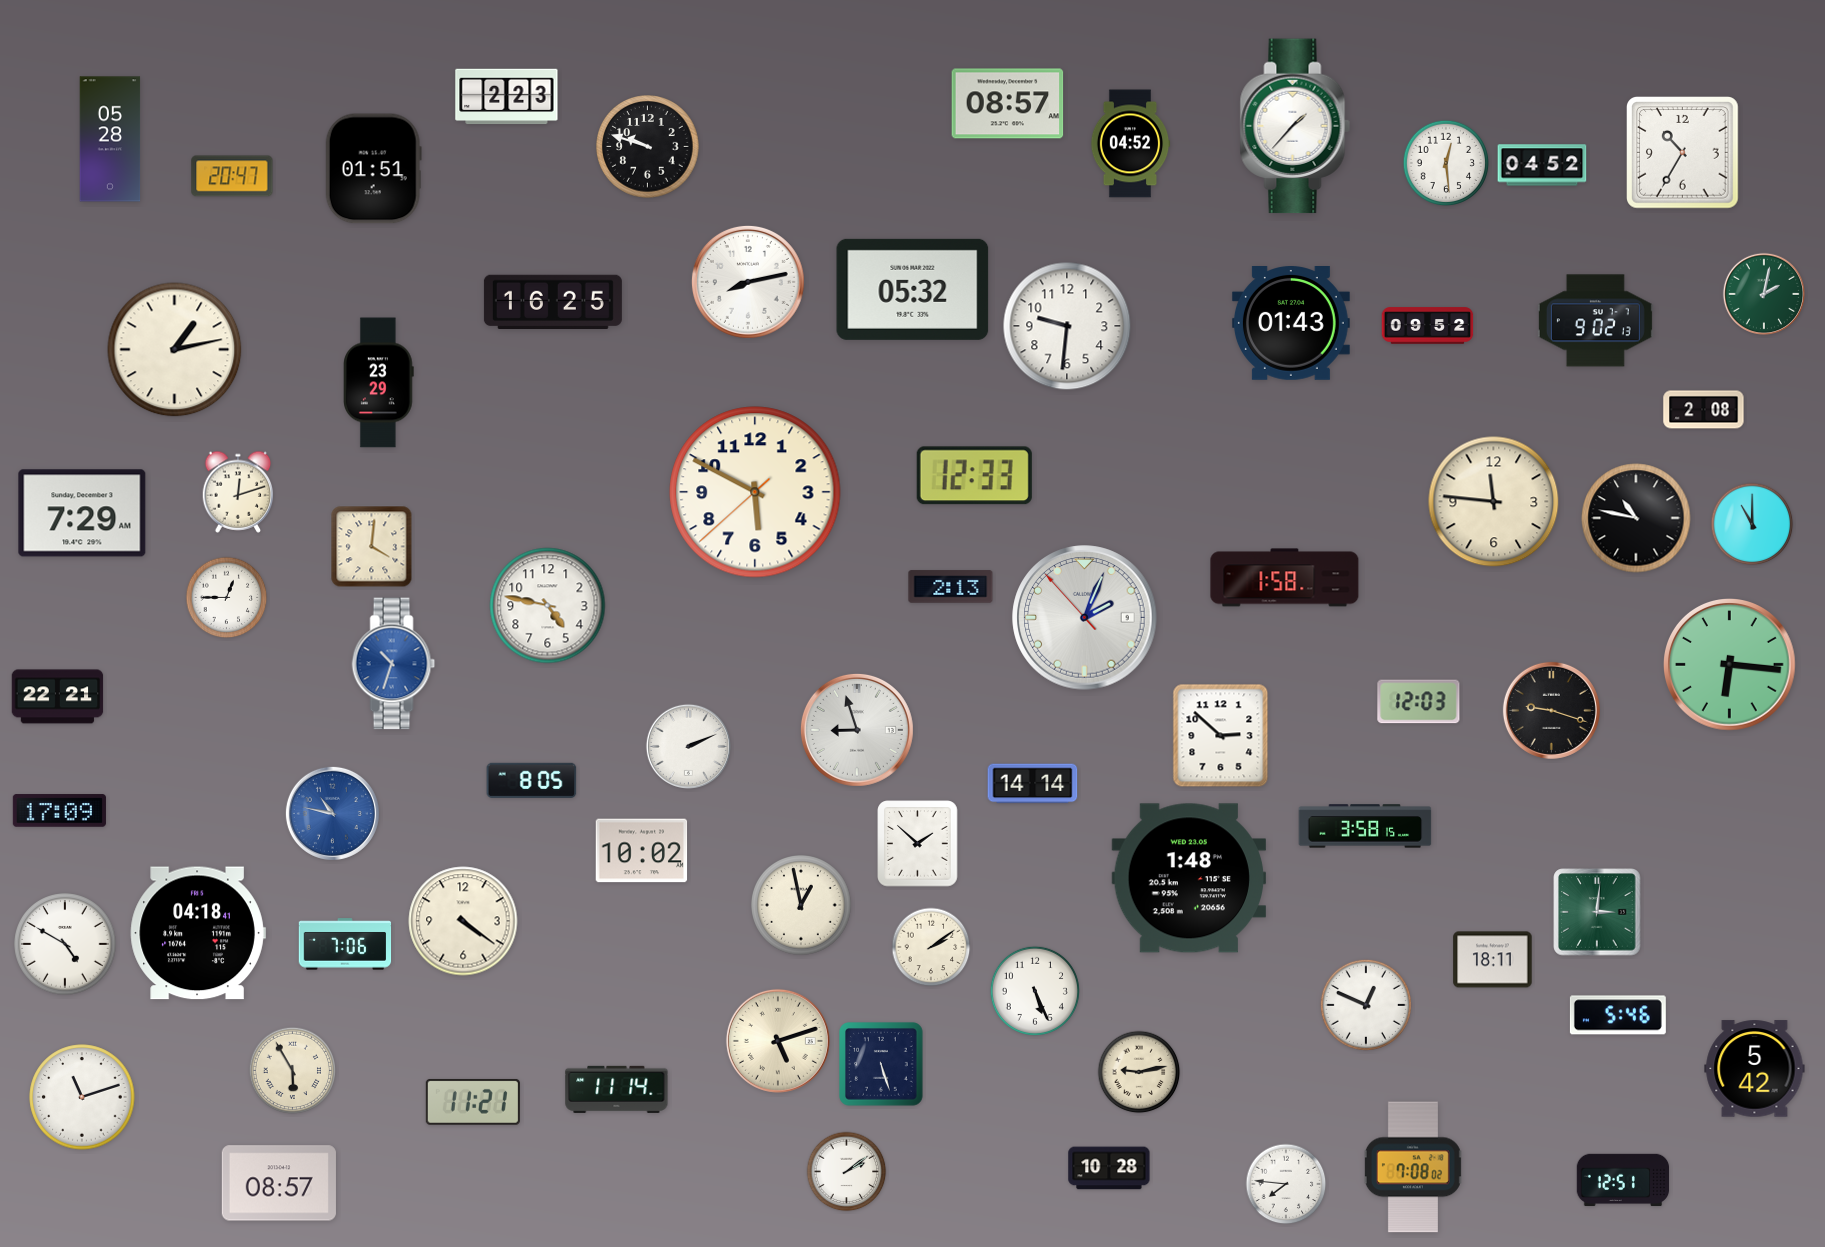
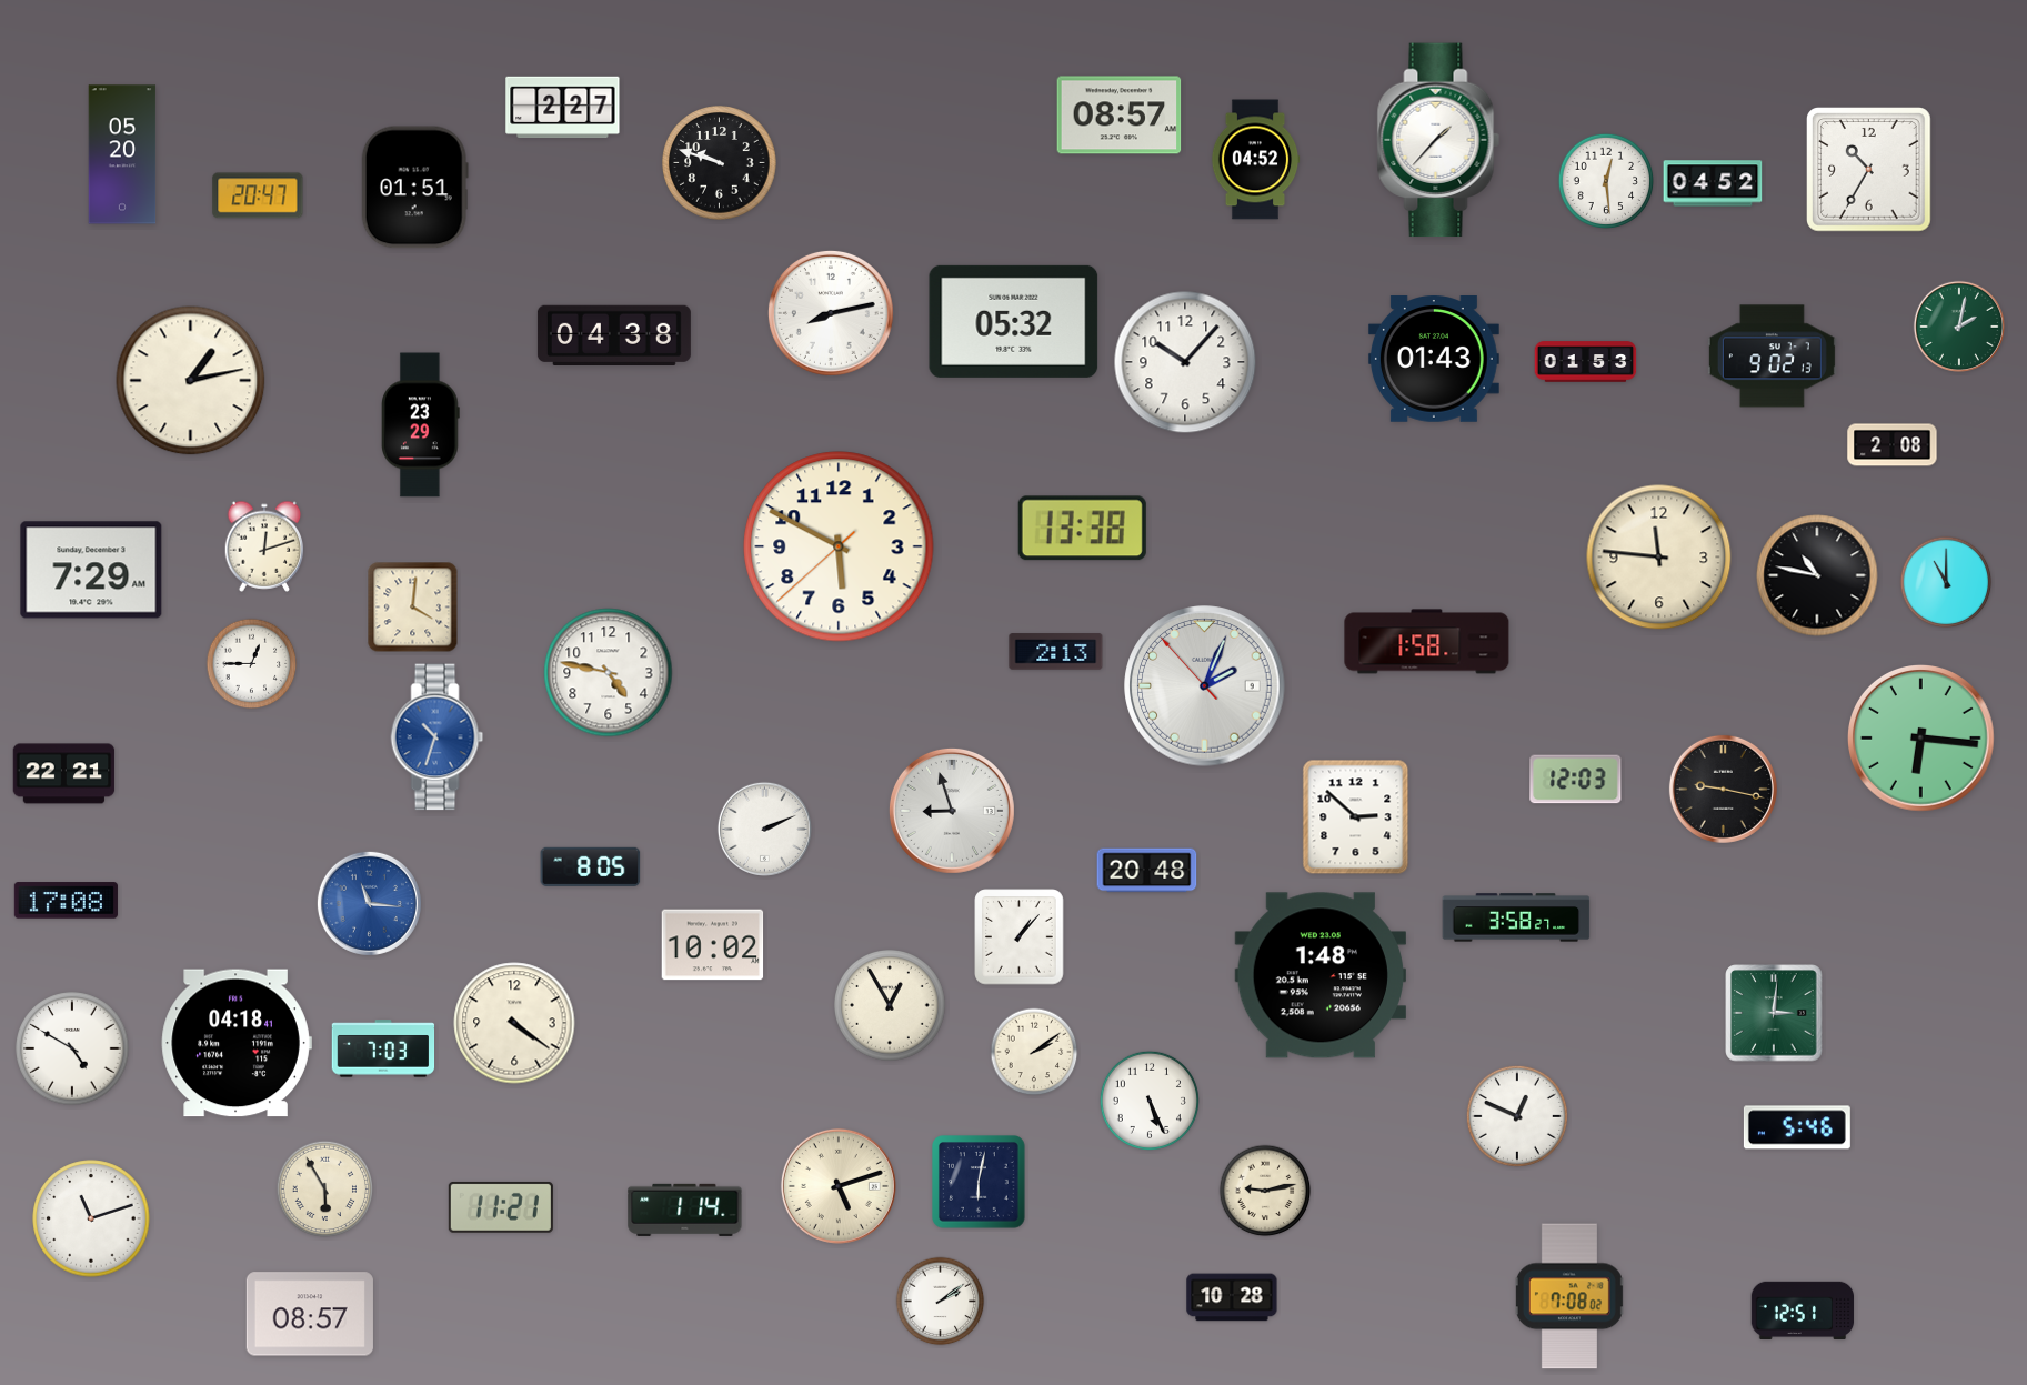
clock at (507, 97): 2:23 -> 2:27
clock at (110, 139): 05:28 -> 05:20
clock at (553, 301): 16:25 -> 04:38
clock at (1067, 326): 9:31 -> 10:07
clock at (1428, 326): 09:52 -> 01:53
clock at (175, 350) position: (175, 350) -> (191, 381)
clock at (1704, 410) position: (1704, 410) -> (1893, 445)
clock at (974, 476): 12:33 -> 13:38
clock at (1551, 710): 9:18 -> 9:17
clock at (1033, 784): 14:14 -> 20:48
clock at (59, 811): 17:09 -> 17:08
clock at (332, 813): 10:47 -> 11:16
clock at (1365, 826): 3:58:15 -> 3:58:27
clock at (918, 844): 1:52 -> 1:07
clock at (802, 906): 12:58 -> 12:55
clock at (198, 933) position: (198, 933) -> (237, 1043)
clock at (345, 944): 7:06 -> 7:03
clock at (1493, 960): 18:11 -> none
clock at (778, 1041) position: (778, 1041) -> (839, 1186)
clock at (881, 1064): 5:27 -> 6:02
clock at (1755, 1069): 5:42 -> none
clock at (617, 1089): 11:14 -> 1:14
clock at (473, 1102) position: (473, 1102) -> (501, 1207)
clock at (1286, 1184): 7:46 -> none
